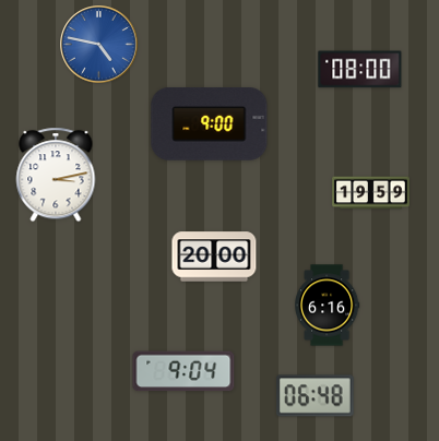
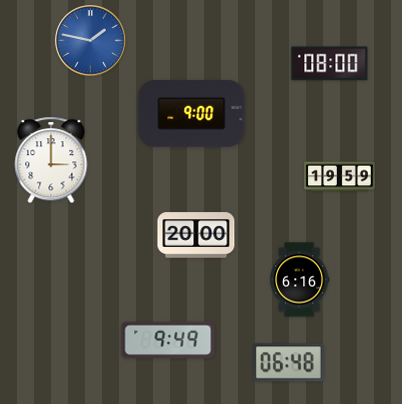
clock at (99, 45): 4:47 -> 1:47
clock at (56, 175): 3:13 -> 3:00
clock at (183, 371): 9:04 -> 9:49
